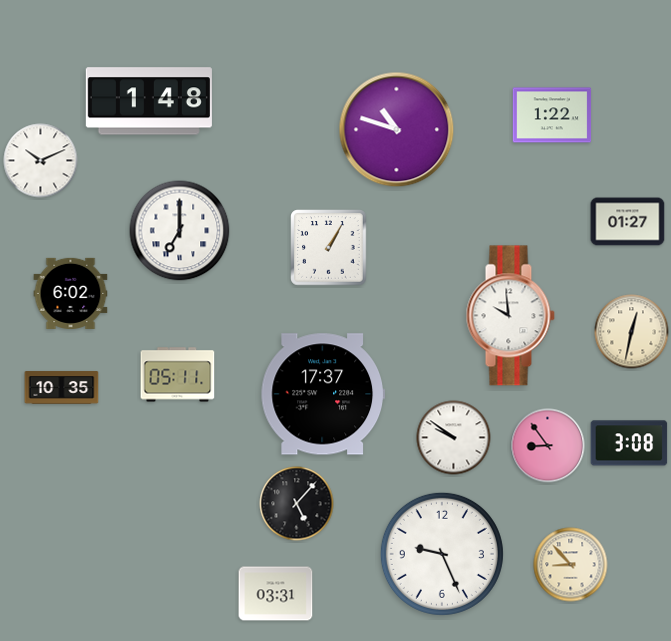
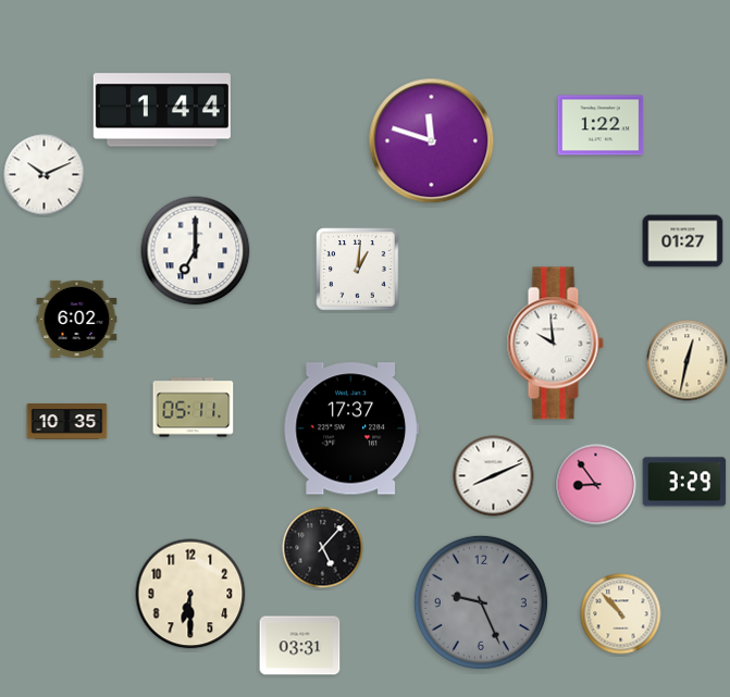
clock at (149, 101): 1:48 -> 1:44
clock at (397, 130): 10:48 -> 11:48
clock at (329, 248): 1:05 -> 1:01
clock at (454, 438): 9:51 -> 8:11
clock at (629, 443): 3:08 -> 3:29
clock at (190, 594): none -> 6:30
clock at (442, 554) dial: white -> grey
clock at (571, 565): 8:53 -> 10:53
